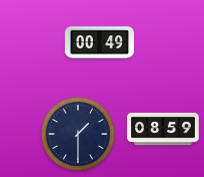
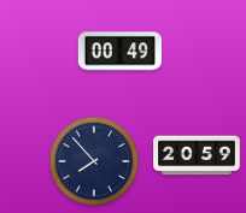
clock at (163, 129): 08:59 -> 20:59
clock at (78, 134): 1:30 -> 7:53
